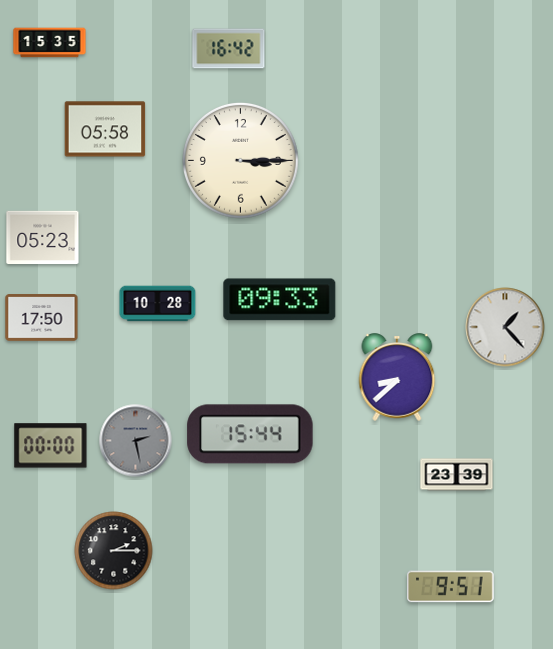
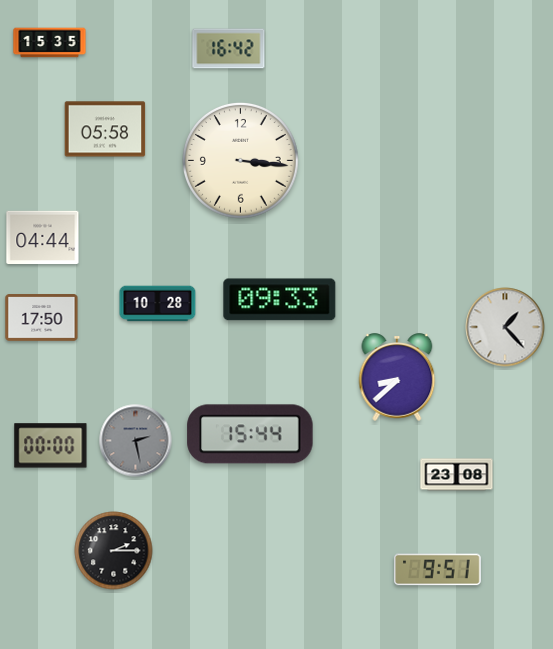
clock at (241, 161): 3:15 -> 3:16
clock at (43, 238): 05:23 -> 04:44
clock at (457, 475): 23:39 -> 23:08
clock at (451, 587) position: (451, 587) -> (438, 570)
